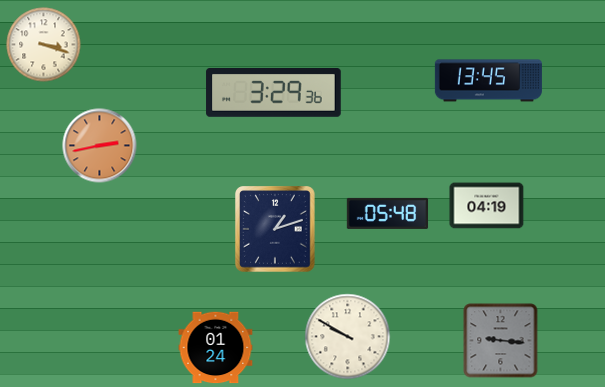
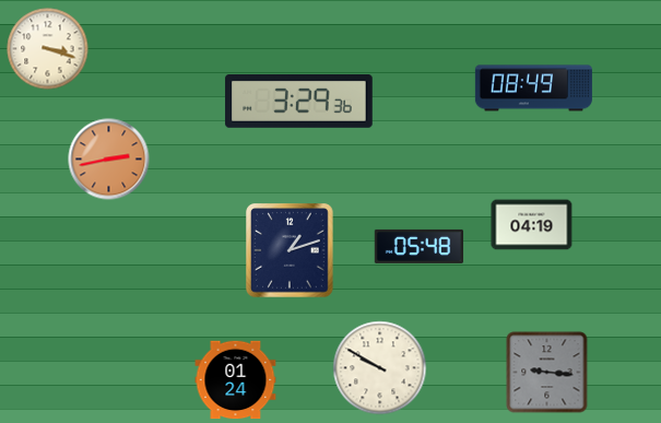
clock at (488, 81): 13:45 -> 08:49
clock at (388, 213) position: (388, 213) -> (420, 246)
clock at (276, 229) position: (276, 229) -> (291, 250)
